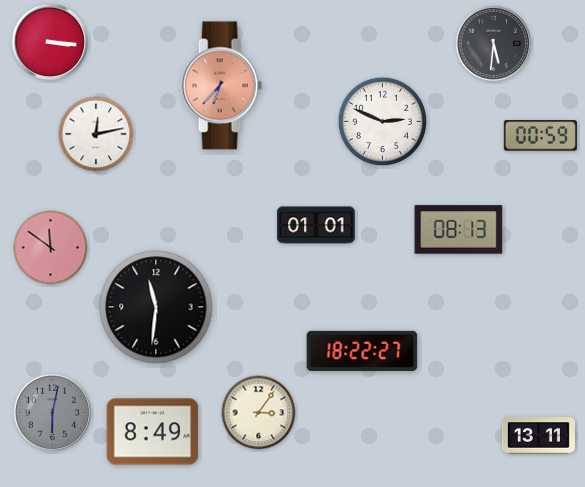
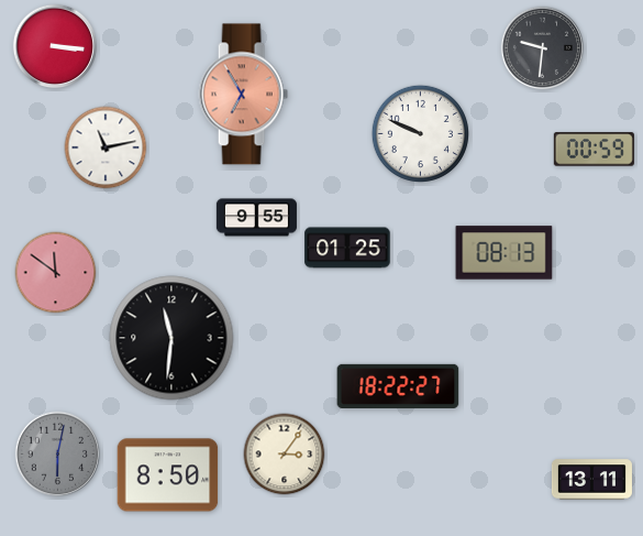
clock at (494, 44): 5:31 -> 9:31
clock at (221, 86): 6:37 -> 6:55
clock at (382, 121): 2:49 -> 9:49
clock at (96, 134): 12:13 -> 11:13
clock at (256, 218): none -> 9:55
clock at (316, 225): 01:01 -> 01:25
clock at (153, 432): 8:49 -> 8:50
